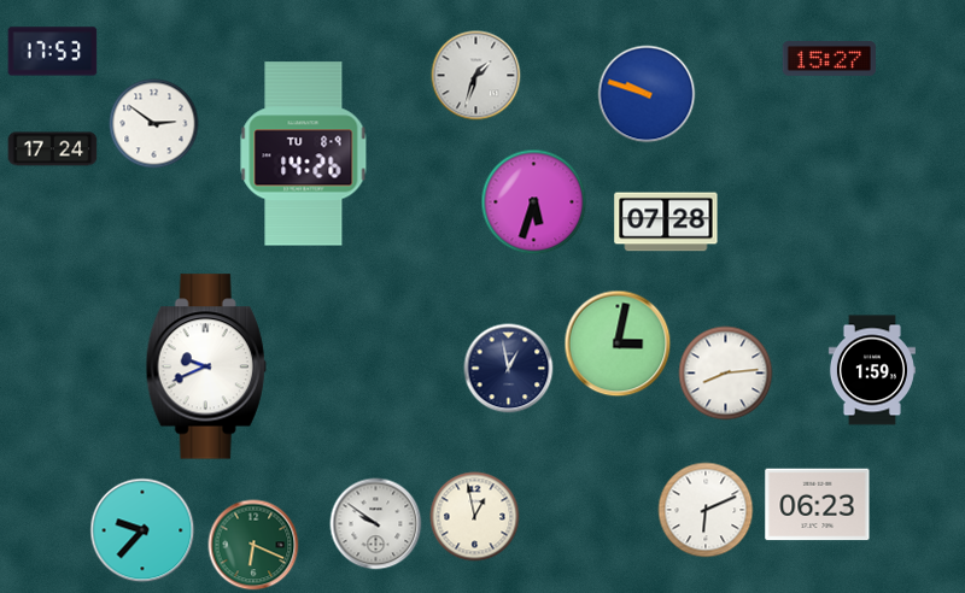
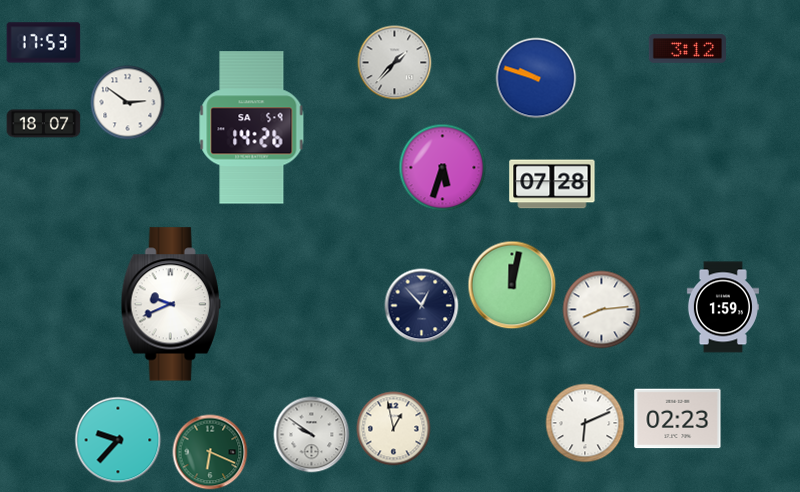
clock at (829, 59): 15:27 -> 3:12
clock at (476, 76): 1:33 -> 1:37
clock at (53, 149): 17:24 -> 18:07
clock at (304, 154) date: TU 8-9 -> SA 5-9
clock at (618, 344): 3:02 -> 12:02
clock at (509, 369): 12:58 -> 12:53
clock at (818, 505): 06:23 -> 02:23
